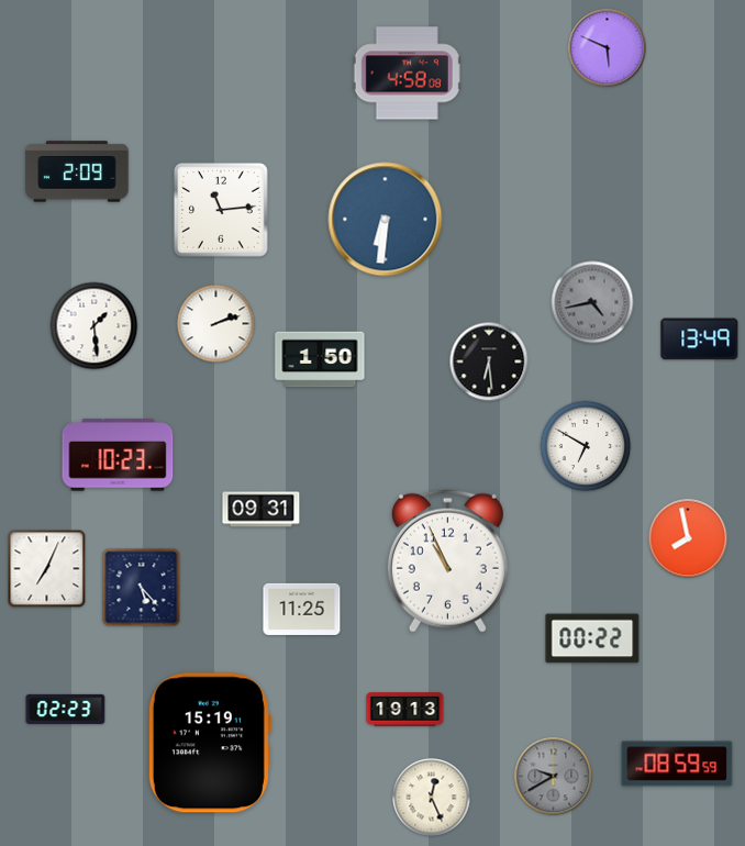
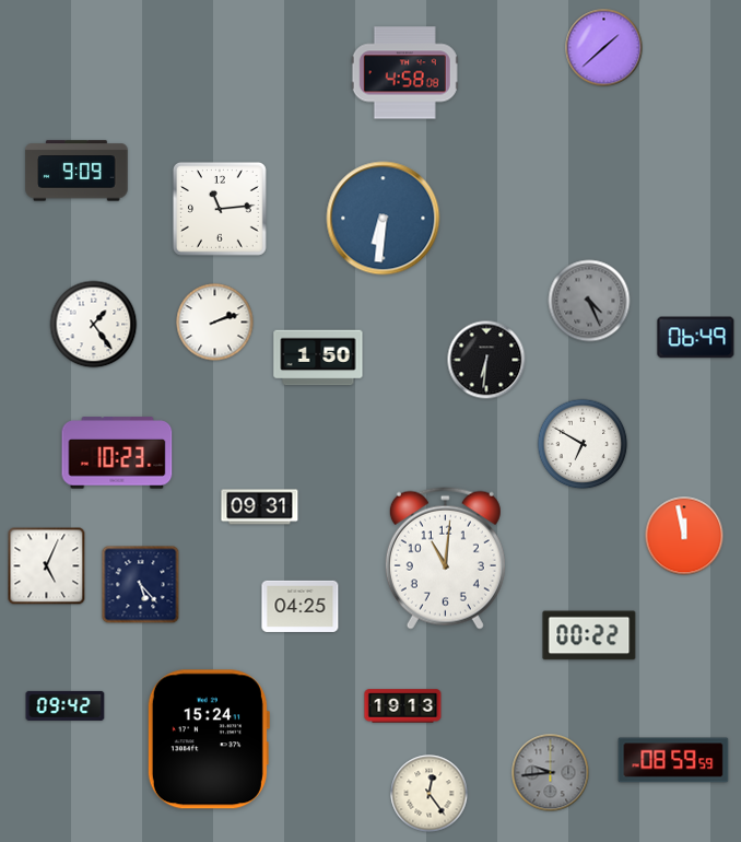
clock at (608, 48): 5:49 -> 1:38
clock at (77, 171): 2:09 -> 9:09
clock at (592, 302): 4:43 -> 4:26
clock at (94, 326): 1:29 -> 1:24
clock at (700, 339): 13:49 -> 06:49
clock at (489, 361): 6:29 -> 6:31
clock at (688, 538): 7:58 -> 11:58
clock at (447, 560): 10:56 -> 11:01
clock at (47, 569): 7:04 -> 5:04
clock at (302, 609): 11:25 -> 04:25
clock at (66, 709): 02:23 -> 09:42
clock at (209, 743): 15:19 -> 15:24
clock at (554, 777): 9:40 -> 9:44
clock at (432, 798): 12:26 -> 12:24
